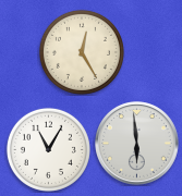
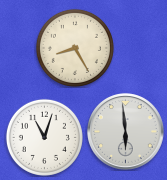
clock at (82, 52): 12:25 -> 8:25
clock at (48, 149): 11:05 -> 11:03
